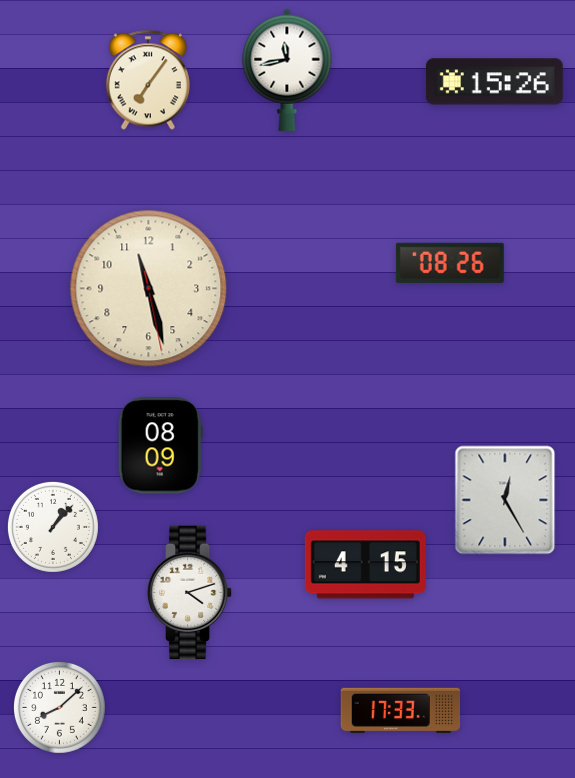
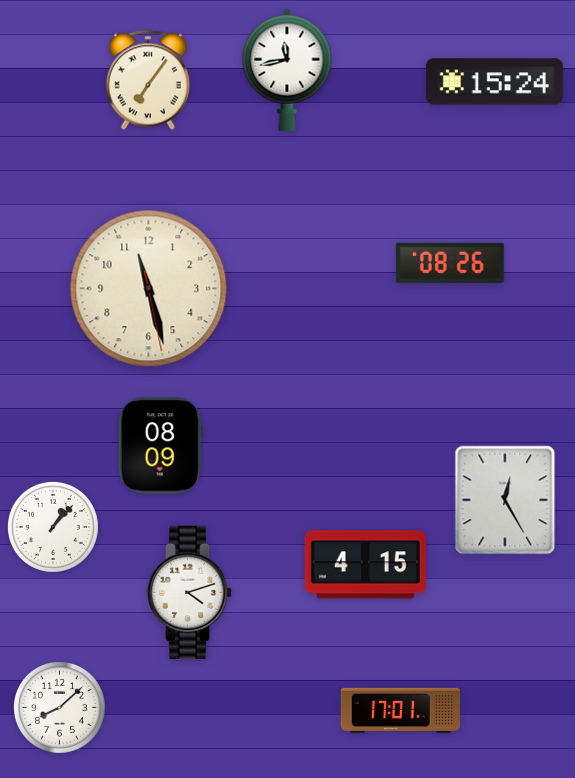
clock at (494, 82): 15:26 -> 15:24
clock at (401, 710): 17:33 -> 17:01
